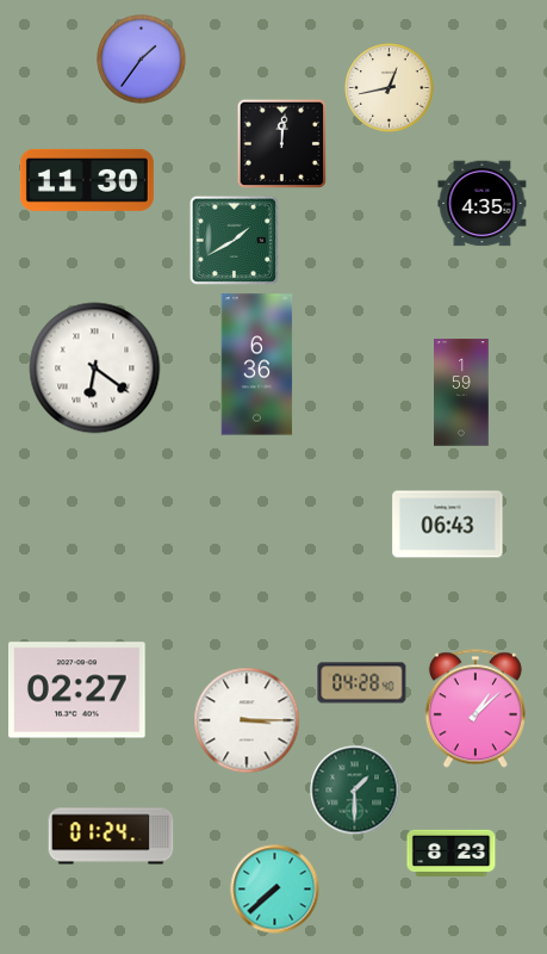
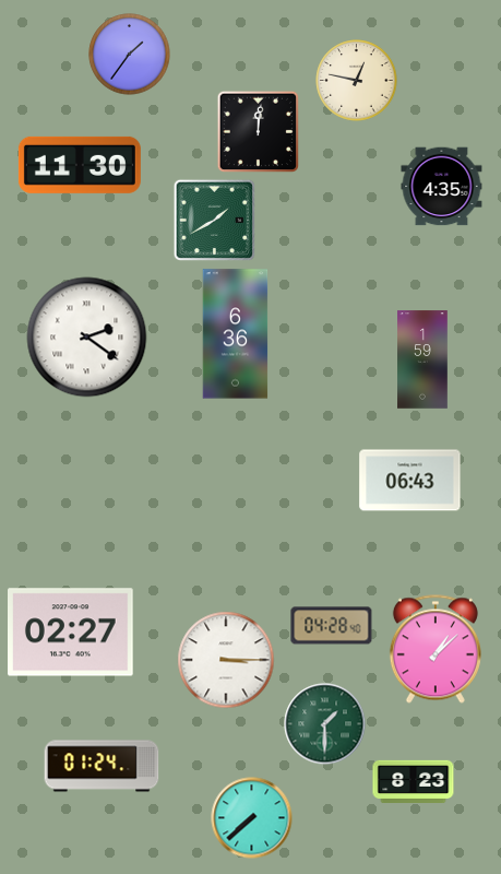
clock at (390, 88): 12:43 -> 12:47
clock at (95, 368): 6:21 -> 2:21
clock at (275, 890) position: (275, 890) -> (252, 818)
